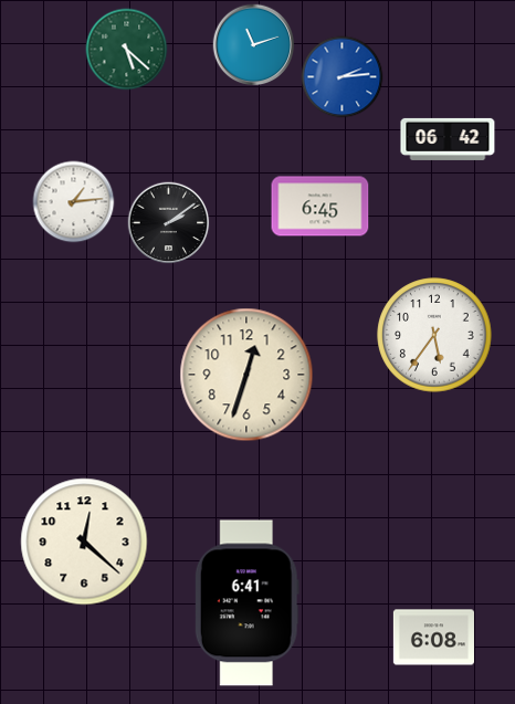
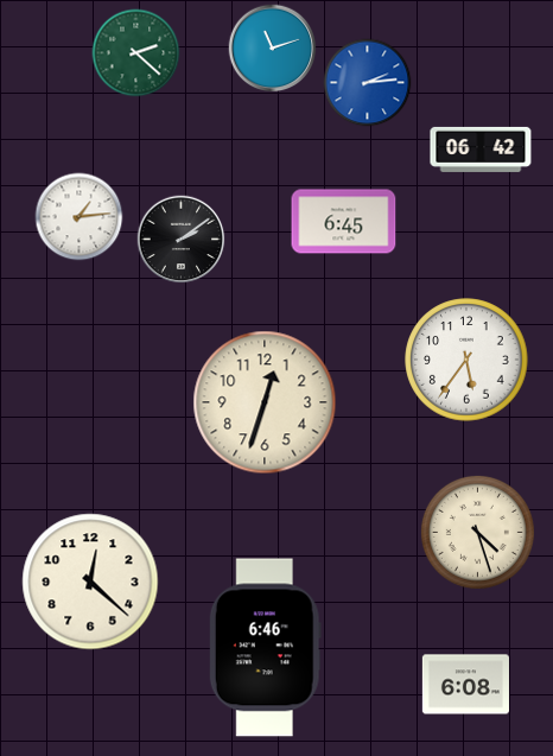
clock at (127, 50): 5:22 -> 2:22
clock at (477, 532): none -> 4:27
clock at (246, 603): 6:41 -> 6:46
